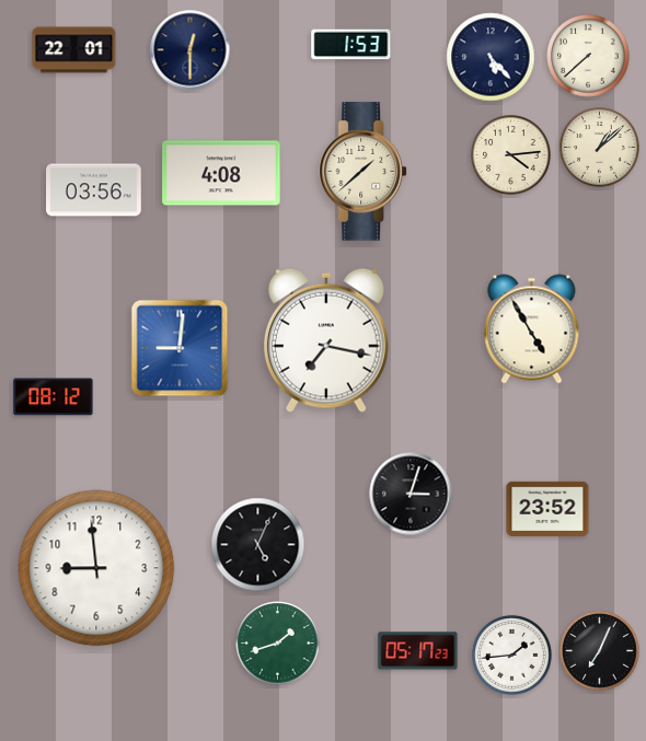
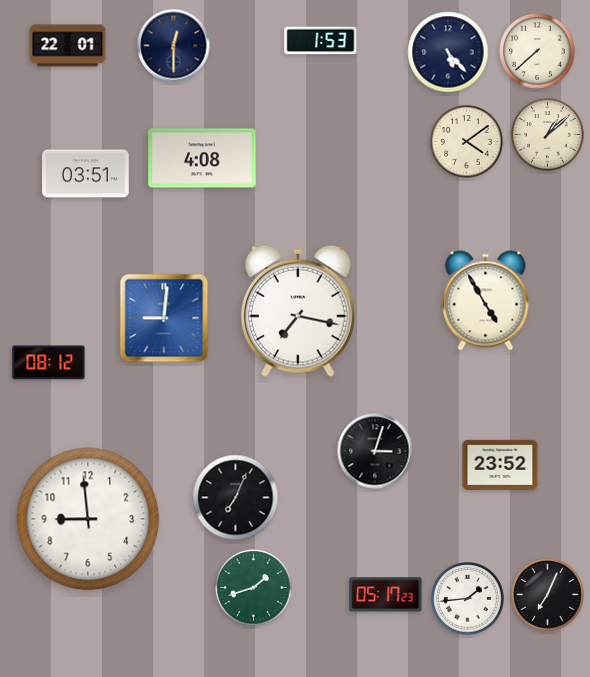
clock at (511, 155): 4:14 -> 4:09
clock at (362, 172): 1:38 -> none
clock at (94, 190): 03:56 -> 03:51
clock at (258, 545): 5:04 -> 7:04
clock at (418, 651) position: (418, 651) -> (386, 595)
